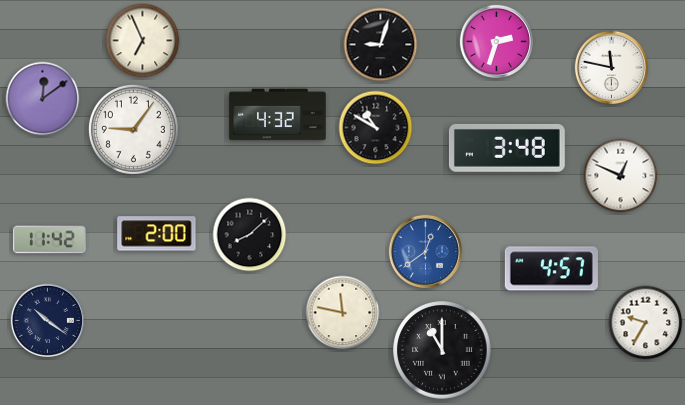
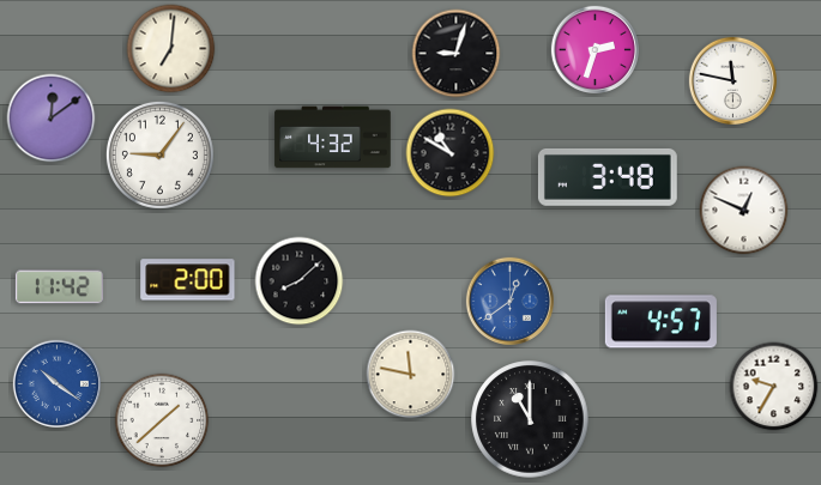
clock at (143, 41): 6:56 -> 7:01
clock at (47, 320) dial: navy -> blue
clock at (162, 420): none -> 1:38
